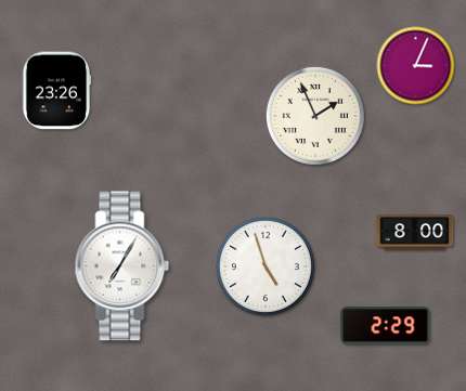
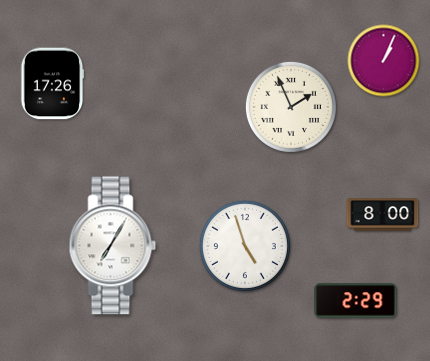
clock at (416, 66): 3:04 -> 1:04
clock at (56, 91): 23:26 -> 17:26
